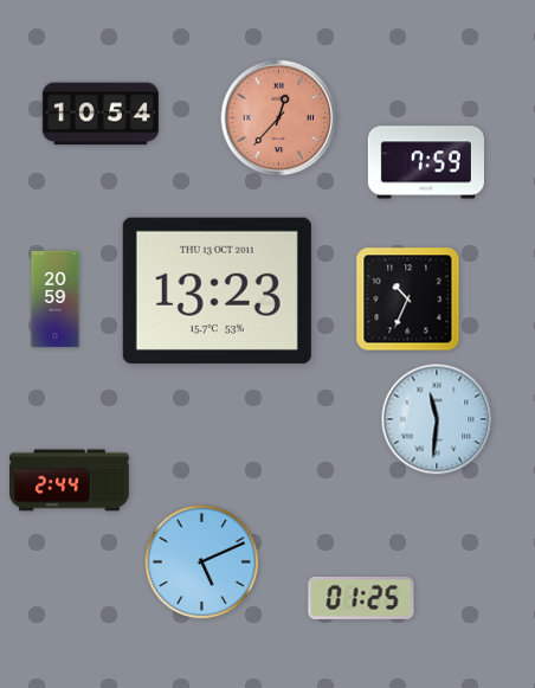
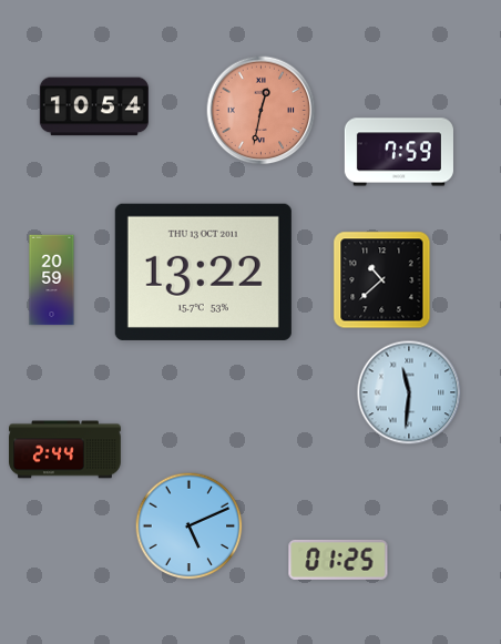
clock at (279, 118): 12:37 -> 12:32
clock at (217, 290): 13:23 -> 13:22
clock at (408, 300): 10:34 -> 10:38
